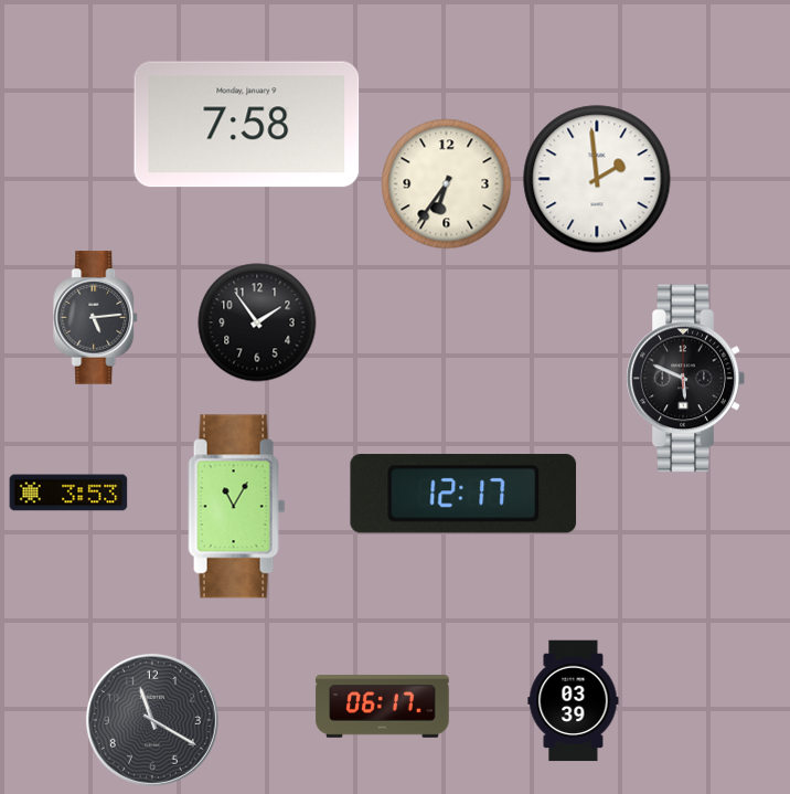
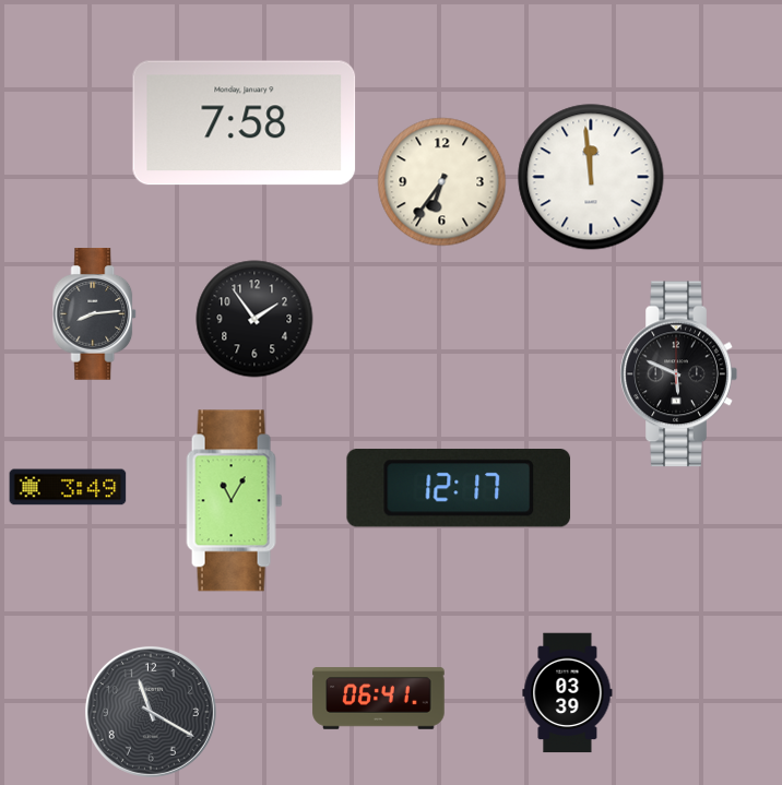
clock at (597, 179): 1:59 -> 11:59
clock at (96, 318): 5:14 -> 8:14
clock at (68, 493): 3:53 -> 3:49
clock at (383, 707): 06:17 -> 06:41
